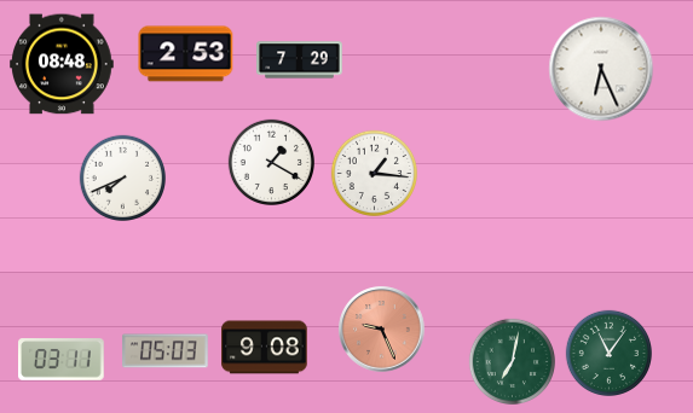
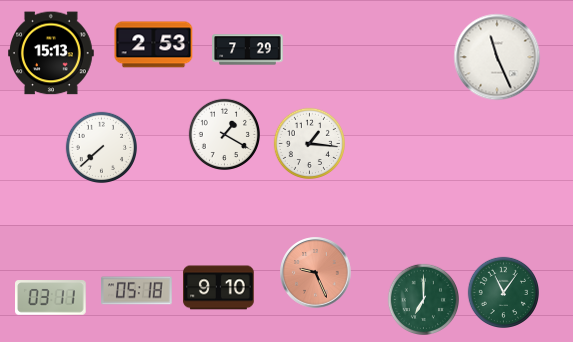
clock at (63, 64): 08:48 -> 15:13
clock at (601, 69): 6:26 -> 11:26
clock at (122, 178): 7:41 -> 7:38
clock at (265, 348): 9:08 -> 9:10
clock at (166, 351): 05:03 -> 05:18
clock at (512, 361): 7:02 -> 7:00
